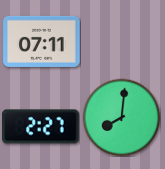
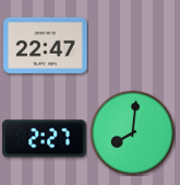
clock at (42, 41): 07:11 -> 22:47
clock at (121, 117) position: (121, 117) -> (132, 132)
